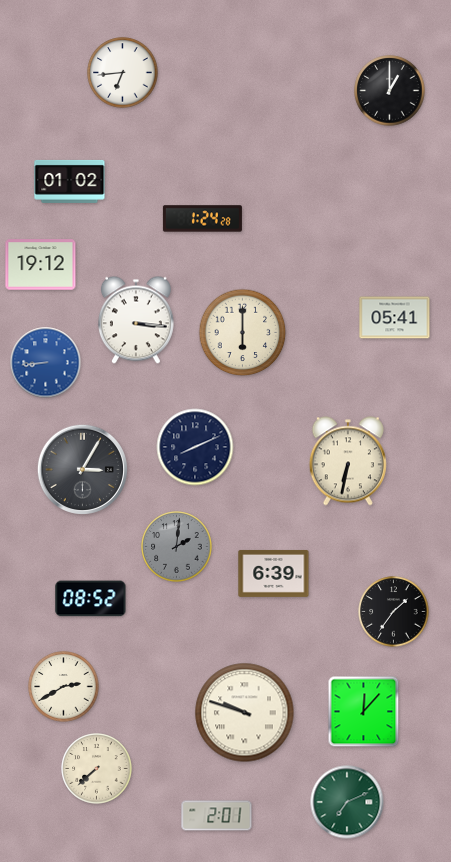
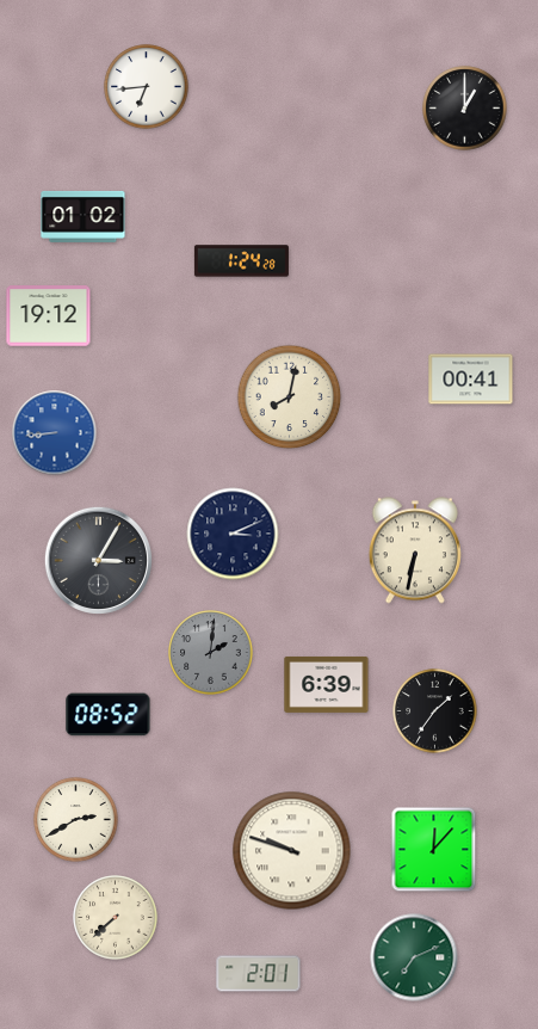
clock at (395, 318): 05:41 -> 00:41
clock at (136, 320): 3:16 -> none
clock at (243, 333): 6:00 -> 8:02
clock at (195, 447): 8:11 -> 3:11
clock at (394, 612) position: (394, 612) -> (435, 711)
